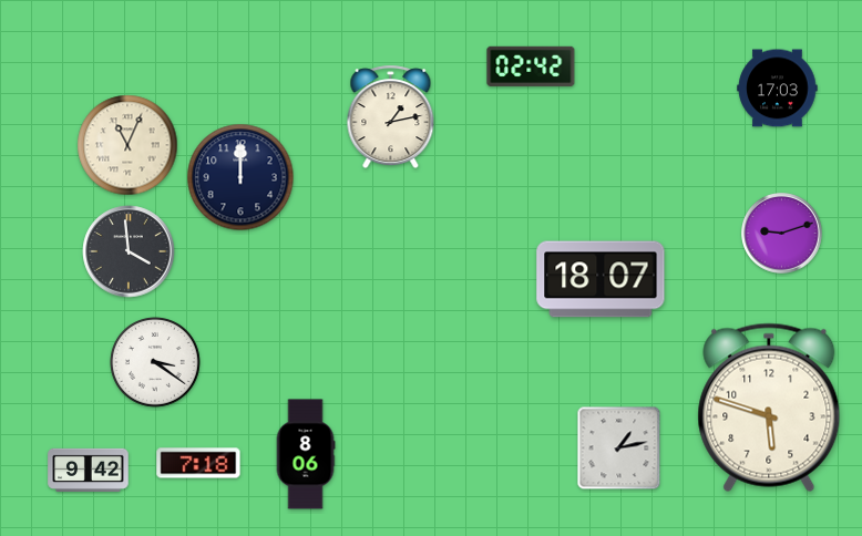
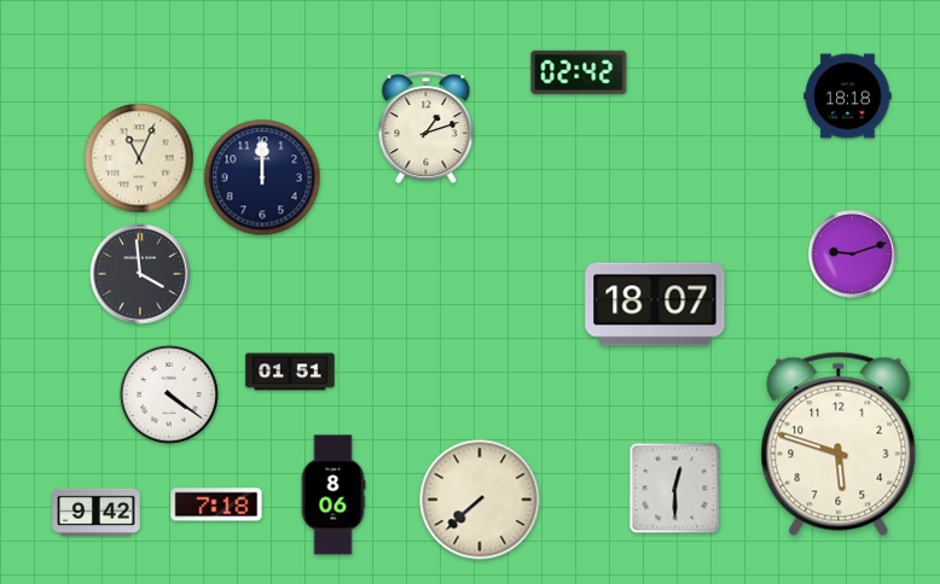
clock at (778, 89): 17:03 -> 18:18
clock at (391, 117): 1:13 -> 1:12
clock at (240, 177) position: (240, 177) -> (262, 177)
clock at (290, 372): none -> 01:51
clock at (156, 363): 3:21 -> 4:21
clock at (619, 449): 1:13 -> 12:30
clock at (480, 500): none -> 7:38
